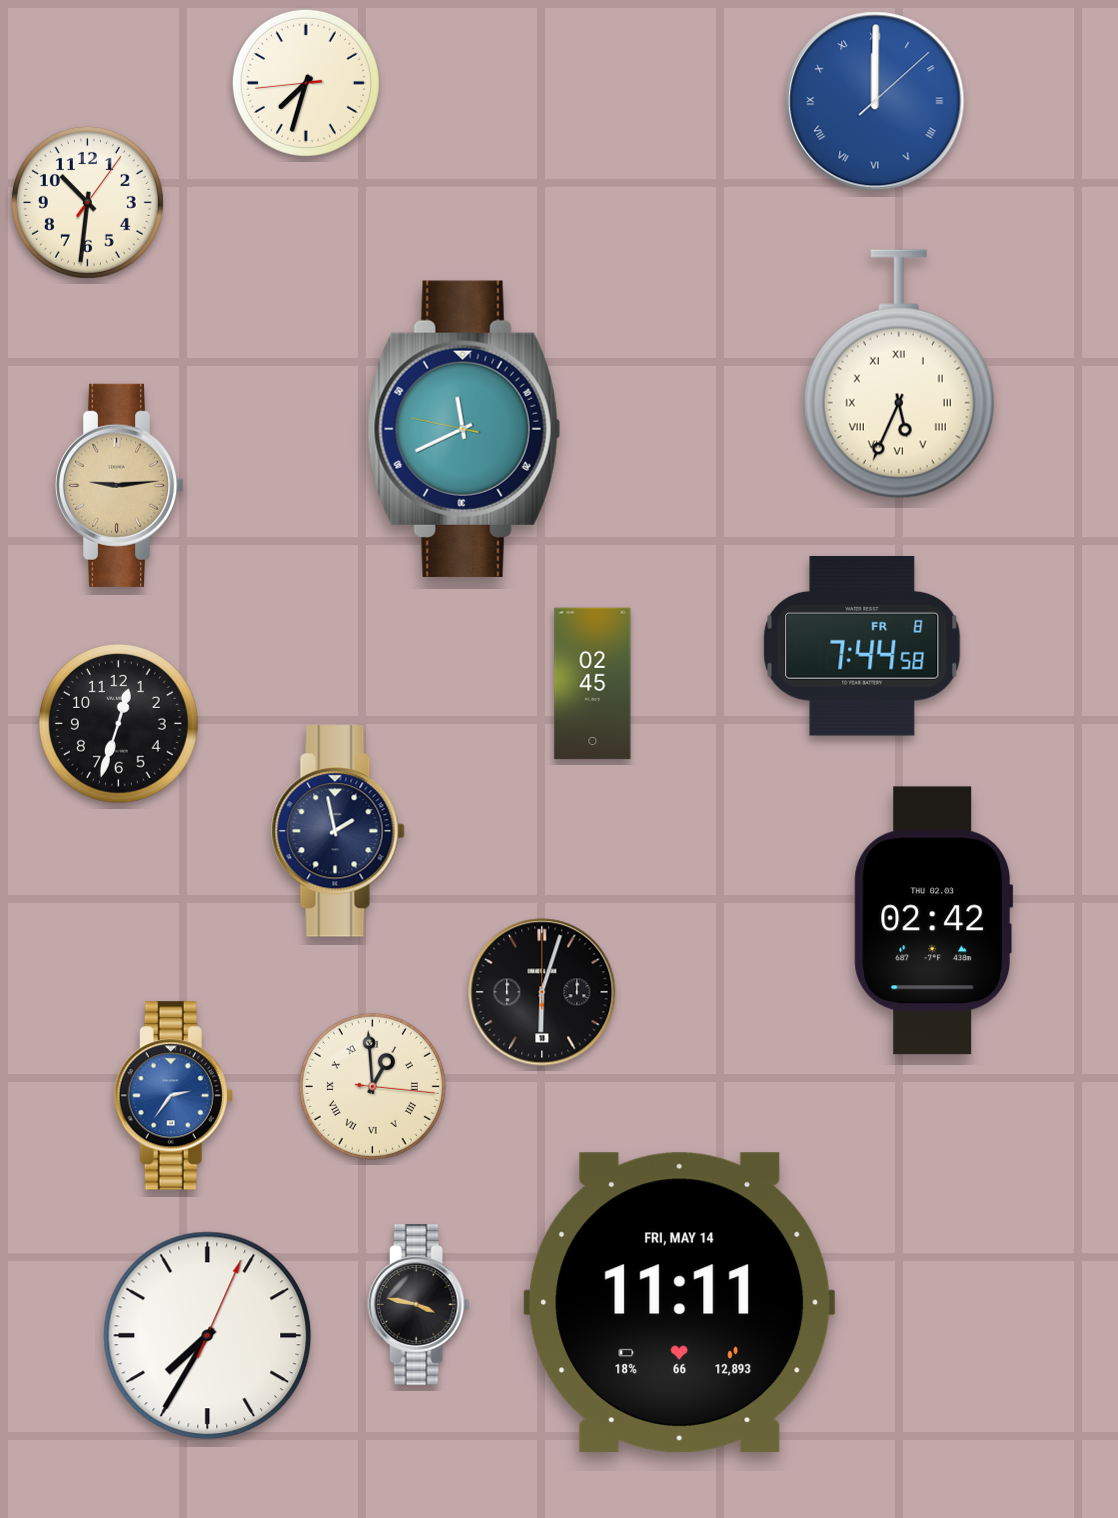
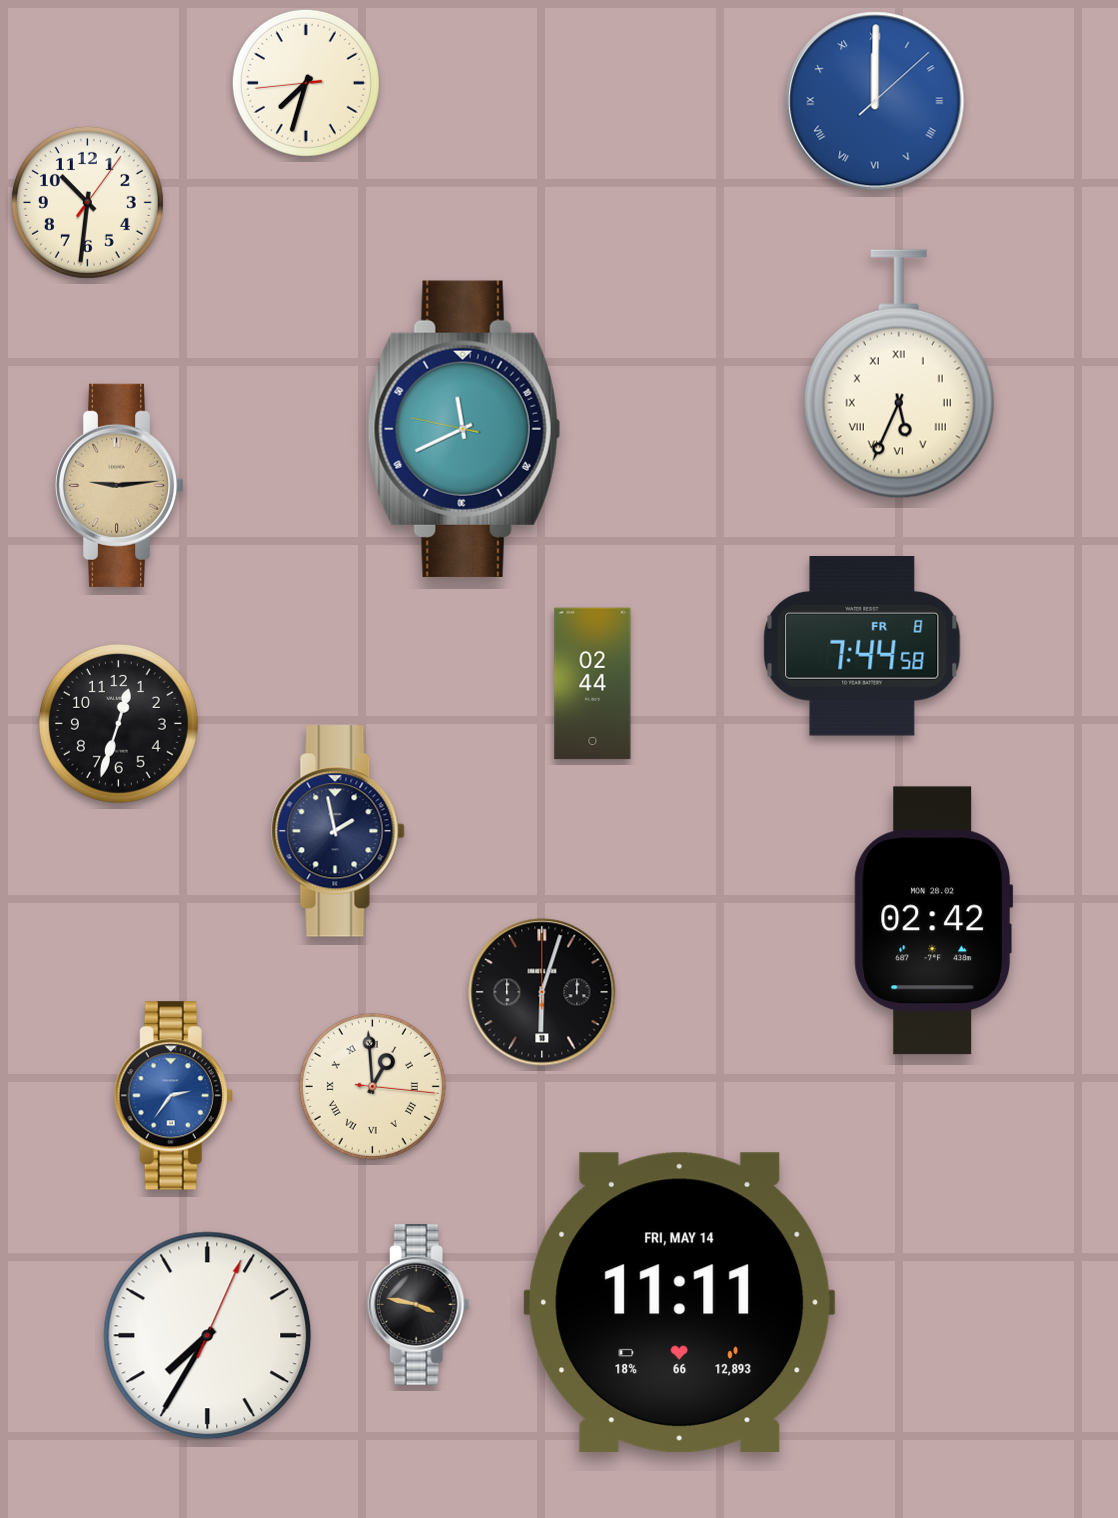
clock at (593, 684): 02:45 -> 02:44
clock at (934, 921) date: THU 02.03 -> MON 28.02
